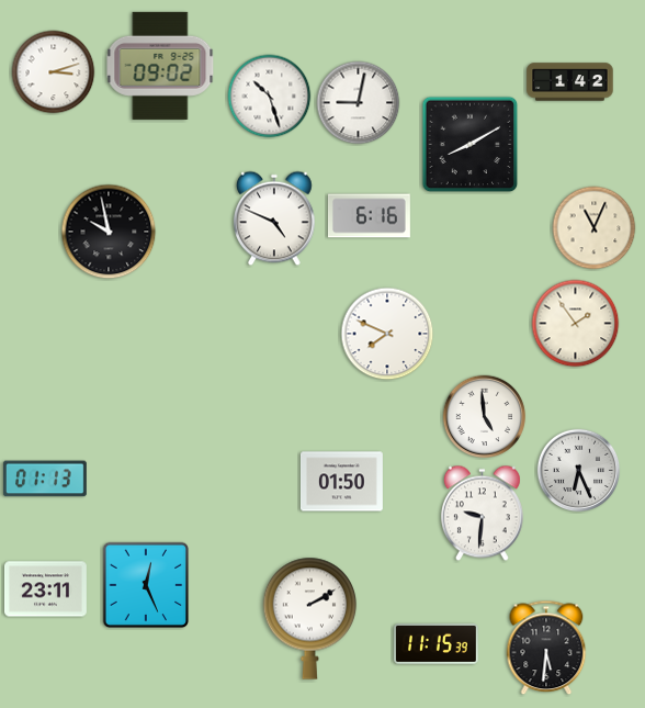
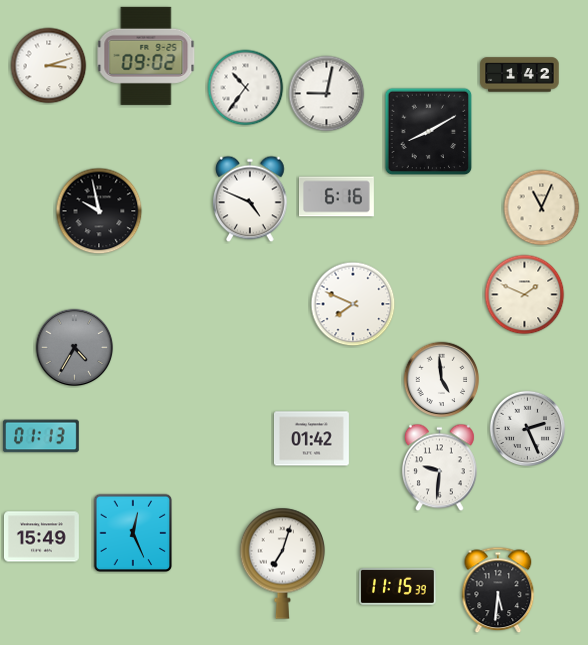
clock at (160, 66) position: (160, 66) -> (146, 56)
clock at (270, 97): 10:27 -> 10:36
clock at (576, 324): 1:54 -> 1:49
clock at (75, 348): none -> 4:35
clock at (579, 471): 6:26 -> 2:26
clock at (341, 482): 01:50 -> 01:42
clock at (45, 589): 23:11 -> 15:49
clock at (310, 618): 2:10 -> 7:03
